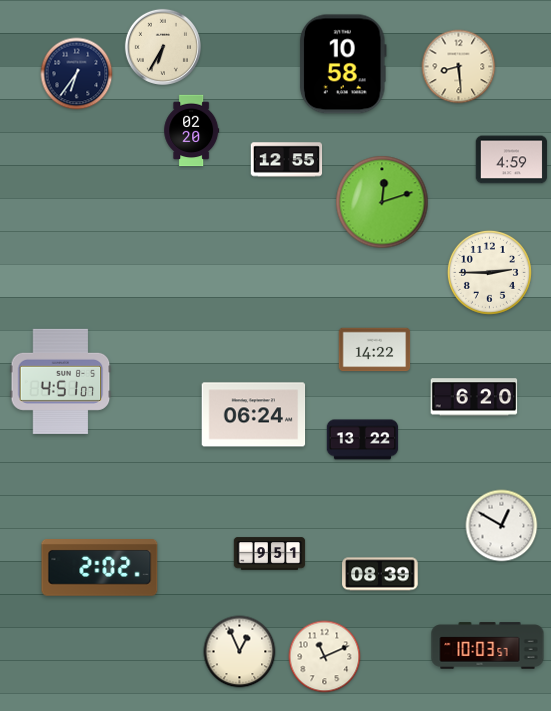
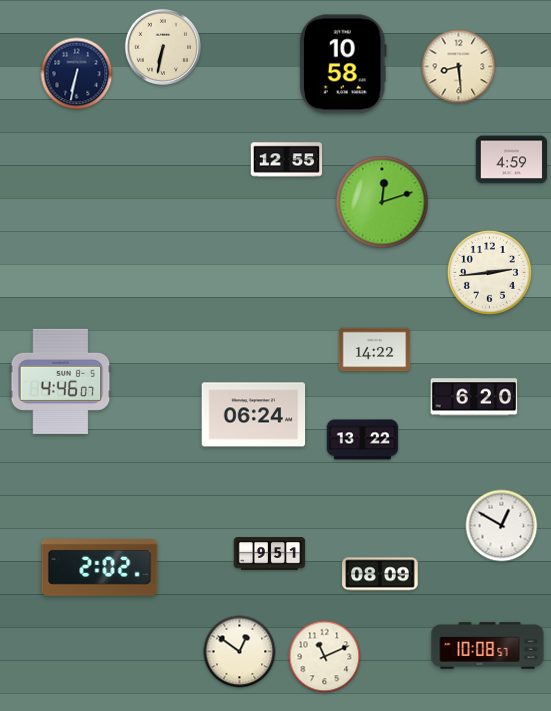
clock at (163, 47): 6:35 -> 6:32
clock at (77, 74): 6:36 -> 6:32
clock at (192, 131): 02:20 -> none
clock at (489, 272): 2:45 -> 2:44
clock at (61, 381): 4:51 -> 4:46
clock at (380, 574): 08:39 -> 08:09
clock at (488, 646): 10:03 -> 10:08
clock at (240, 652): 12:56 -> 12:51
